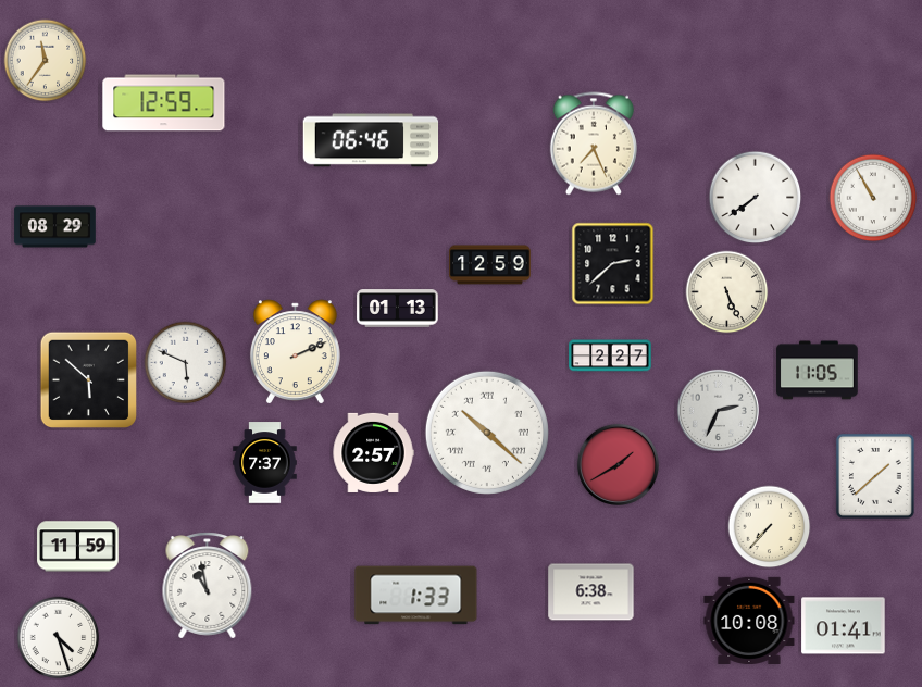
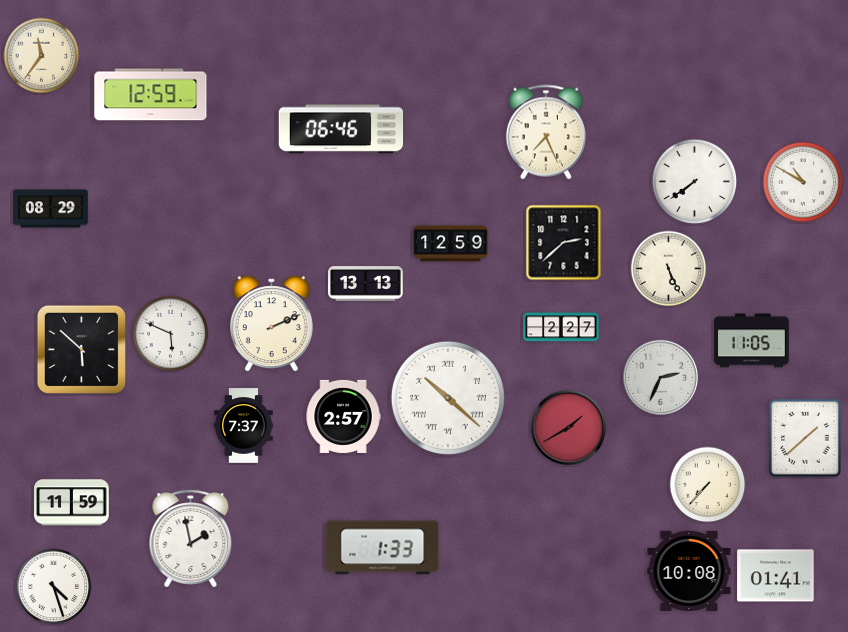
clock at (873, 198): 10:55 -> 10:50
clock at (398, 309): 01:13 -> 13:13
clock at (208, 586): 10:58 -> 1:58
clock at (591, 592): 6:38 -> none
